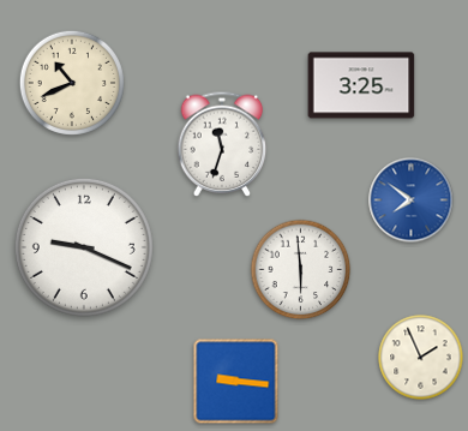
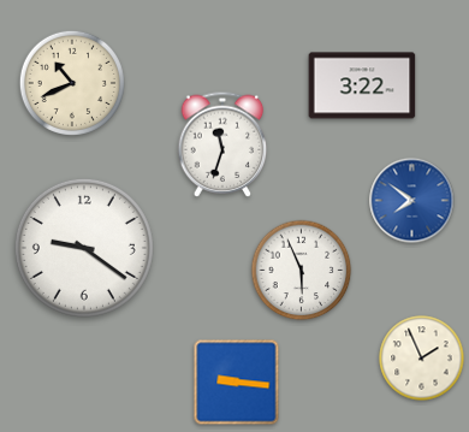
clock at (361, 85): 3:25 -> 3:22
clock at (84, 247): 9:19 -> 9:21
clock at (301, 270): 5:59 -> 5:56
